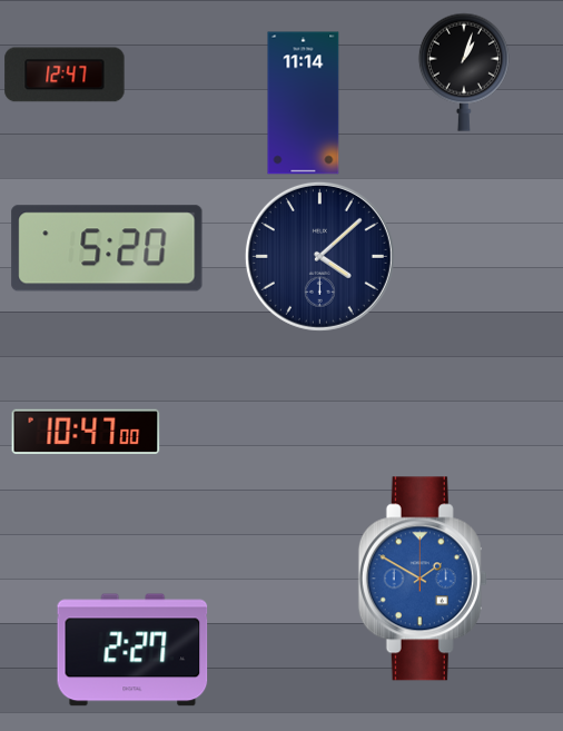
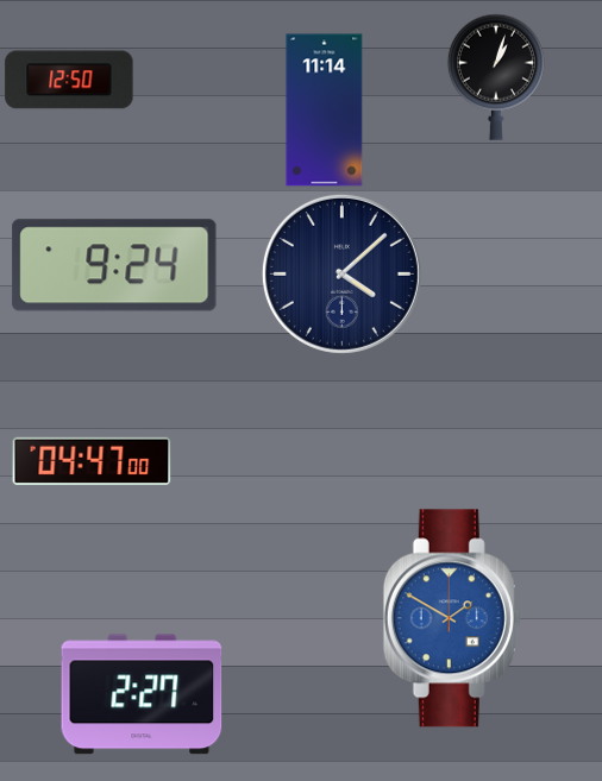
clock at (65, 75): 12:47 -> 12:50
clock at (107, 248): 5:20 -> 9:24
clock at (86, 431): 10:47 -> 04:47
